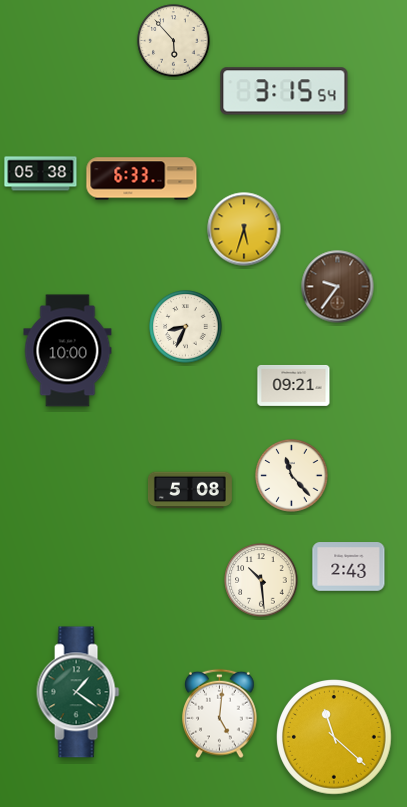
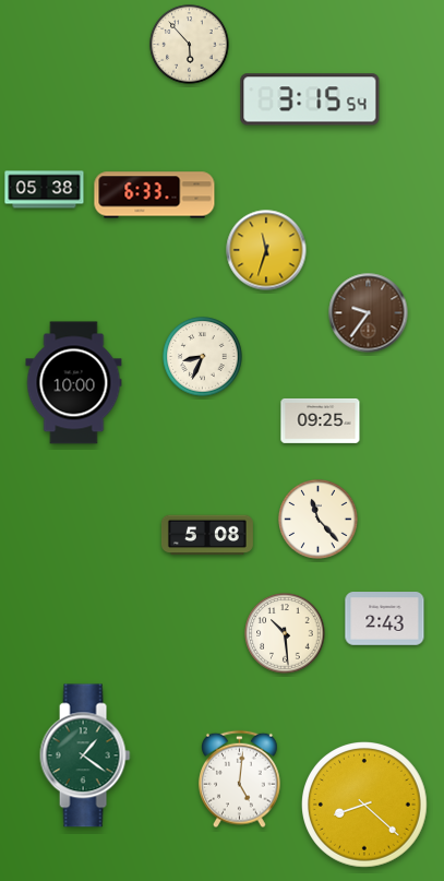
clock at (244, 229): 5:33 -> 11:33
clock at (294, 385): 09:21 -> 09:25
clock at (349, 567) position: (349, 567) -> (385, 619)
clock at (335, 738): 11:22 -> 8:22
